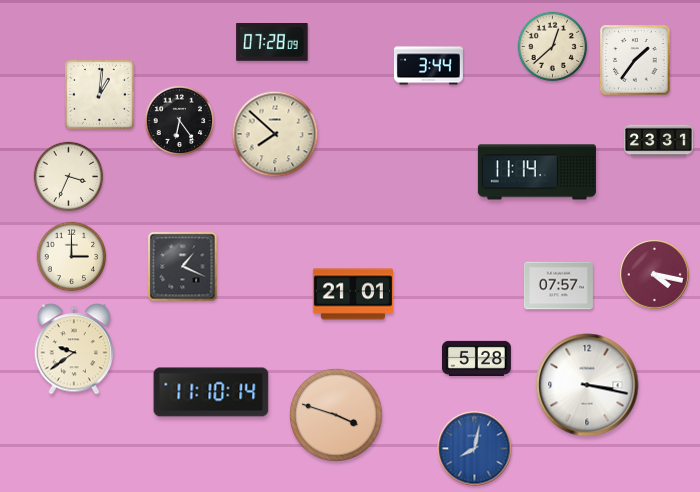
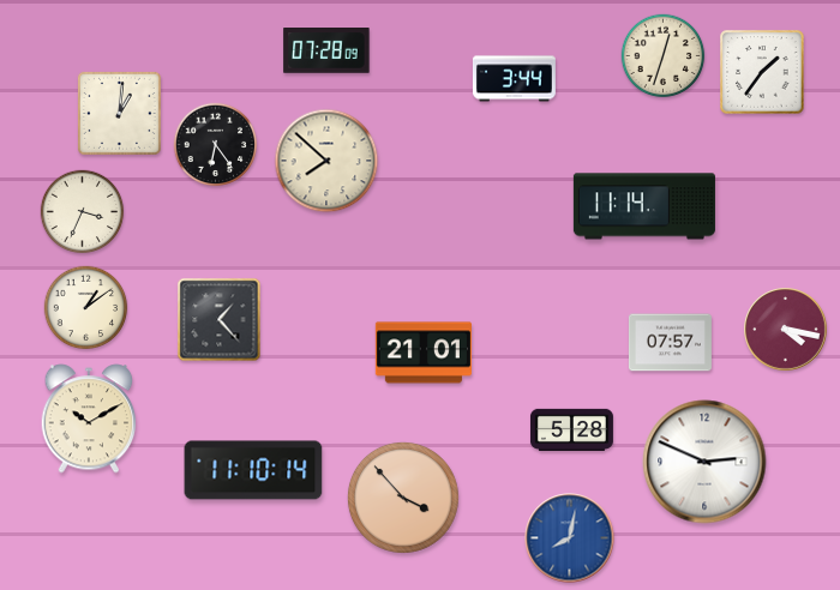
clock at (553, 47): 12:38 -> 12:33
clock at (275, 134) position: (275, 134) -> (326, 161)
clock at (658, 141): 23:31 -> none
clock at (72, 257): 3:00 -> 1:09
clock at (183, 267): 1:19 -> 1:23
clock at (74, 349): 9:39 -> 10:10
clock at (587, 385): 3:17 -> 2:49
clock at (336, 415): 3:48 -> 3:53
